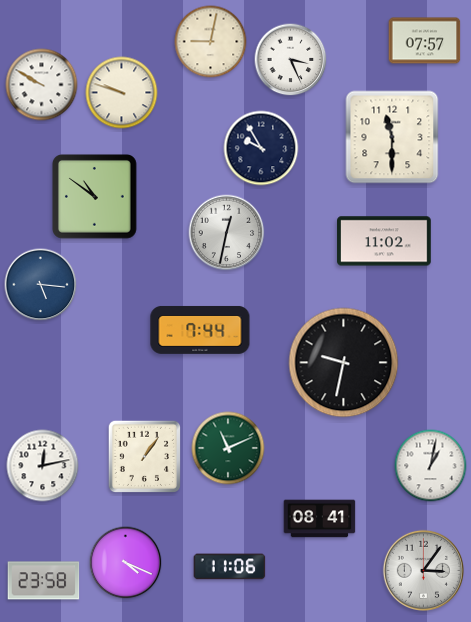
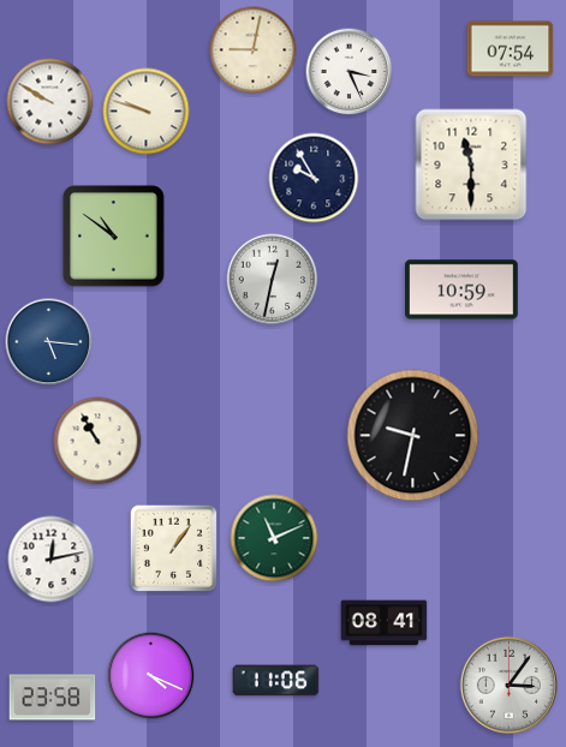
clock at (425, 41): 07:57 -> 07:54
clock at (384, 241): 11:02 -> 10:59
clock at (200, 330): 7:44 -> none
clock at (97, 441): none -> 10:55
clock at (431, 466): 1:02 -> none
